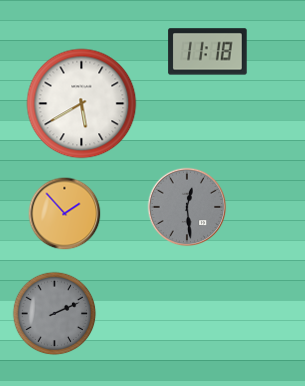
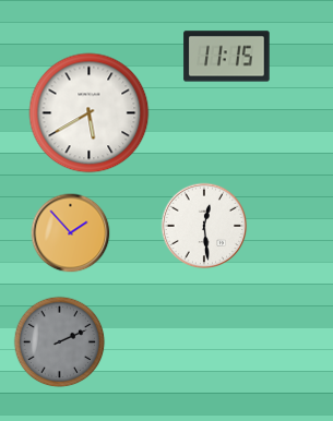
clock at (208, 52): 11:18 -> 11:15
clock at (187, 207) dial: grey -> white
